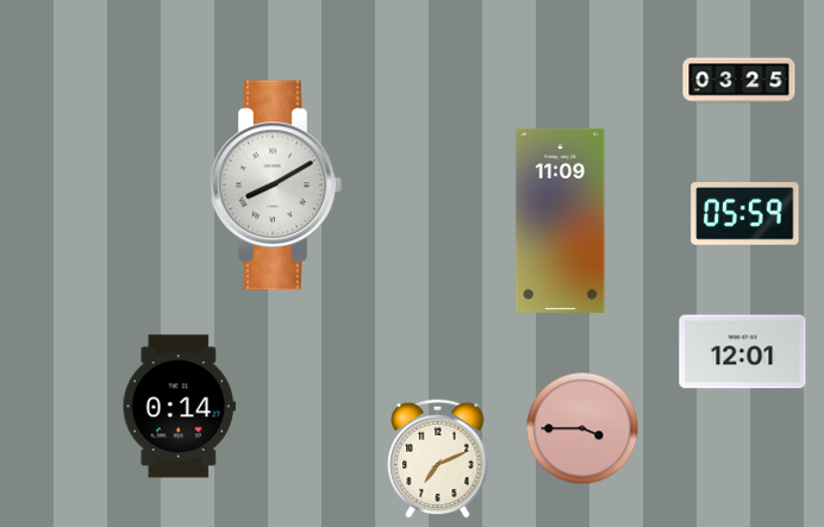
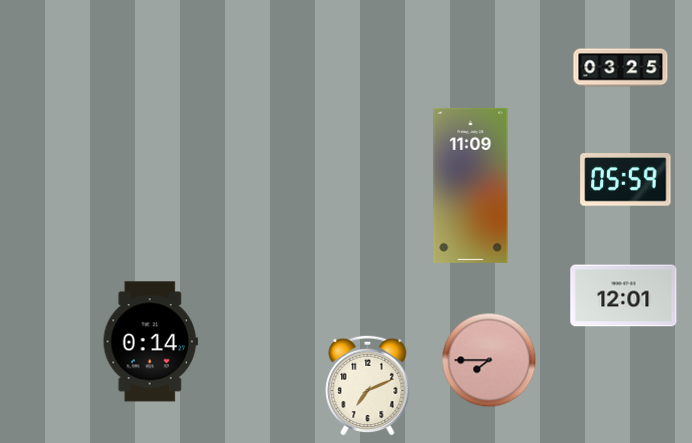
clock at (276, 186): 8:10 -> none
clock at (582, 428): 3:45 -> 7:45
